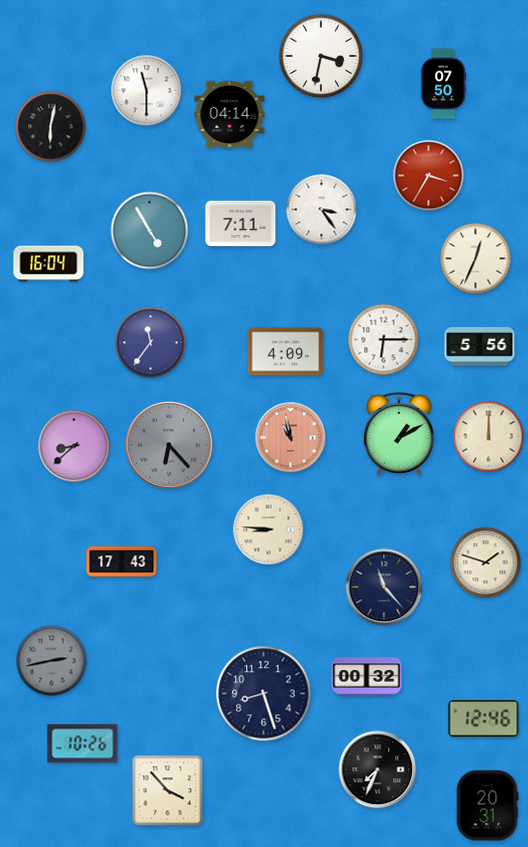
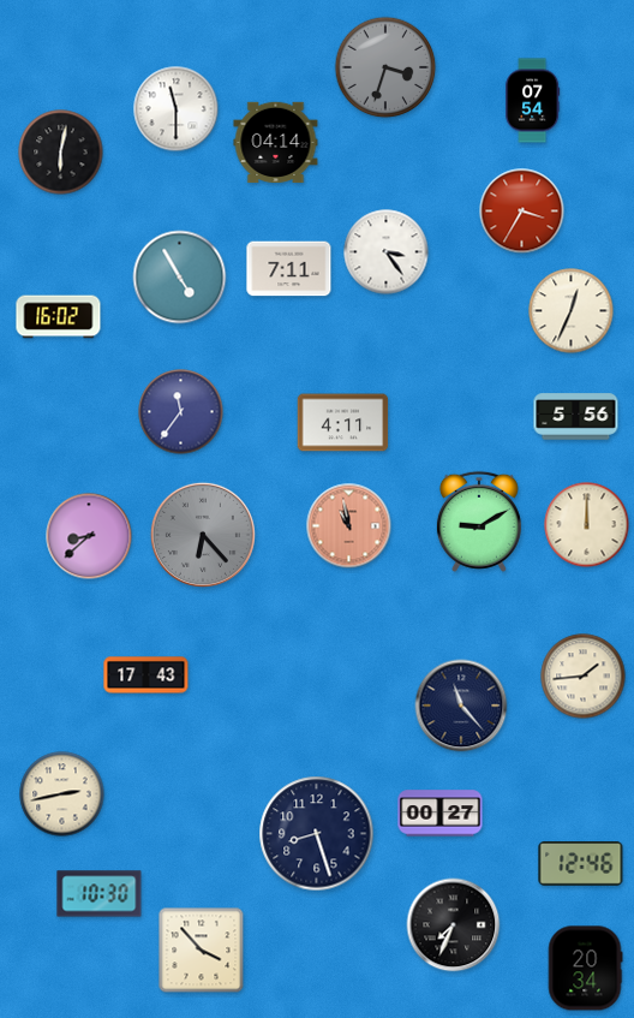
clock at (321, 56): 3:32 -> 3:33
clock at (321, 56) dial: white -> grey
clock at (444, 84): 07:50 -> 07:54
clock at (230, 115) position: (230, 115) -> (276, 143)
clock at (429, 176) position: (429, 176) -> (522, 212)
clock at (49, 264): 16:04 -> 16:02
clock at (384, 340): 6:15 -> none
clock at (286, 352): 4:09 -> 4:11
clock at (399, 434): 1:10 -> 9:10
clock at (269, 530): 8:46 -> none
clock at (486, 563): 1:48 -> 1:44
clock at (52, 661) dial: grey -> cream
clock at (367, 677): 00:32 -> 00:27
clock at (83, 744): 10:26 -> 10:30
clock at (487, 806): 20:31 -> 20:34
